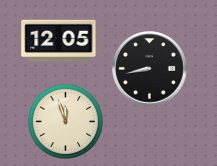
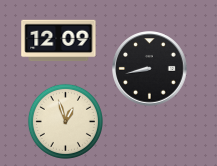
clock at (59, 41): 12:05 -> 12:09
clock at (65, 121): 11:57 -> 12:57
